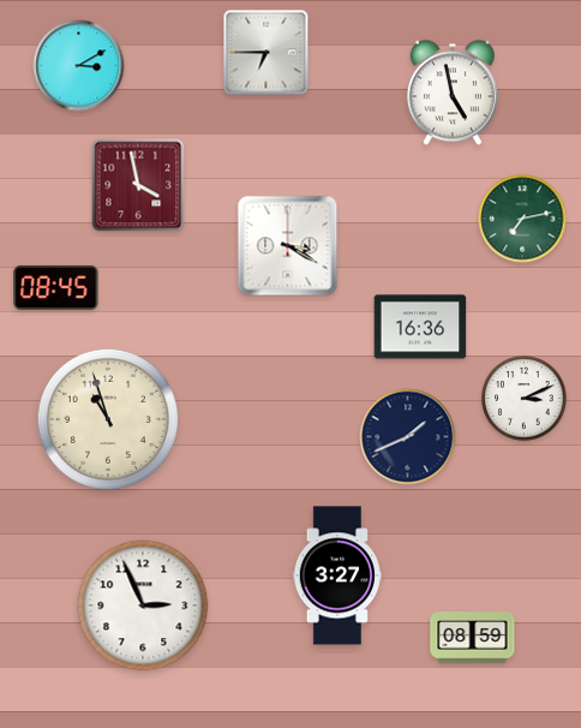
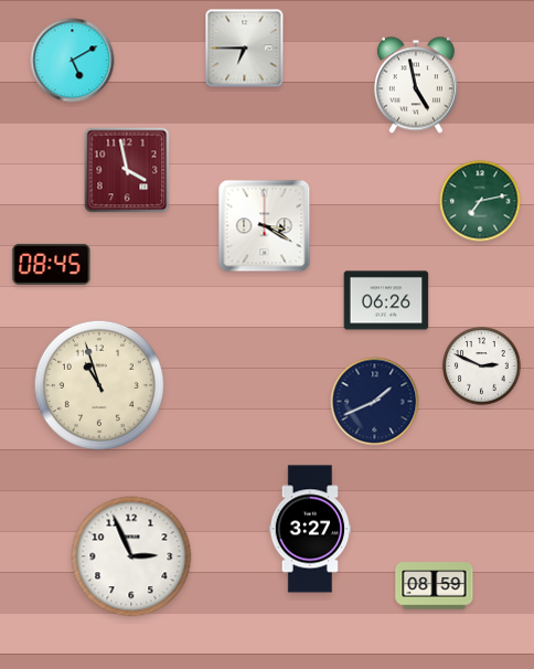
clock at (79, 66): 3:10 -> 5:10
clock at (420, 327): 16:36 -> 06:26
clock at (525, 399): 3:11 -> 2:49
